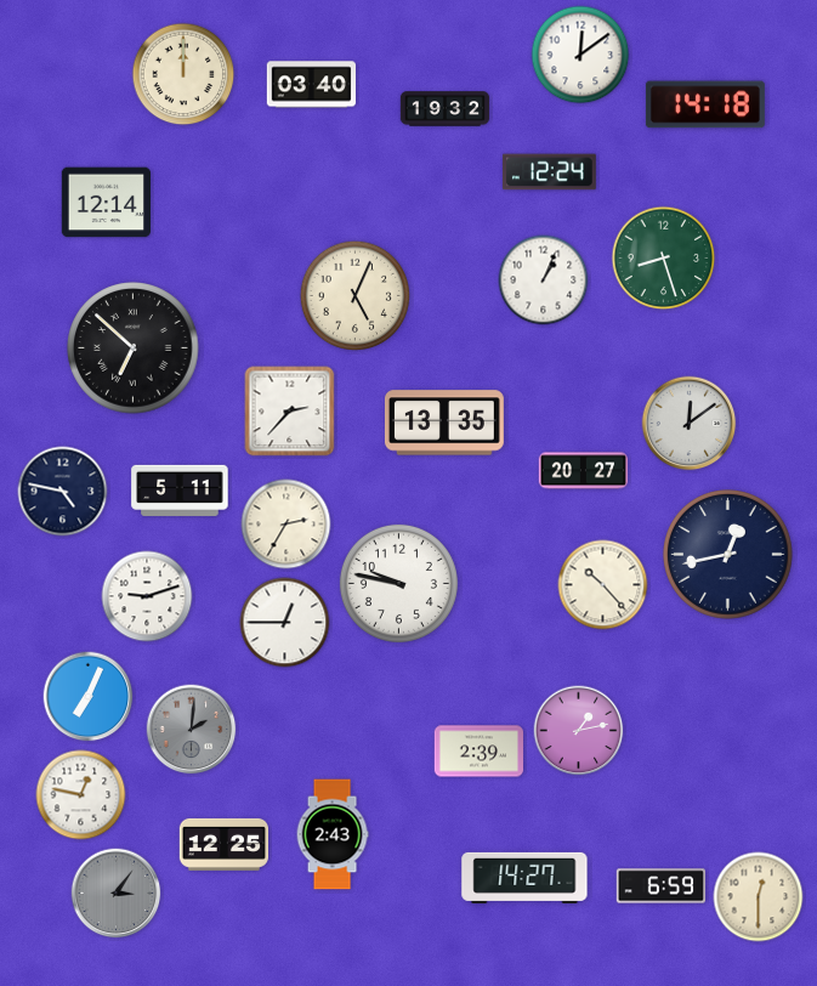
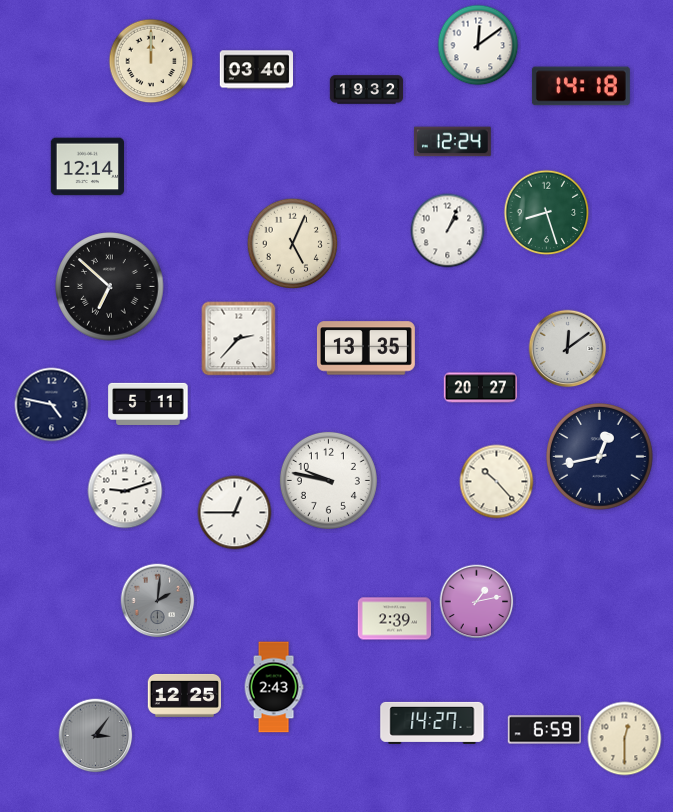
clock at (286, 525): 2:35 -> none
clock at (147, 596) position: (147, 596) -> (125, 491)
clock at (89, 697): 7:04 -> none
clock at (81, 795): 12:47 -> none
